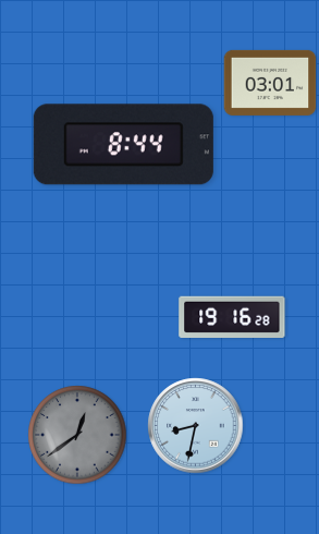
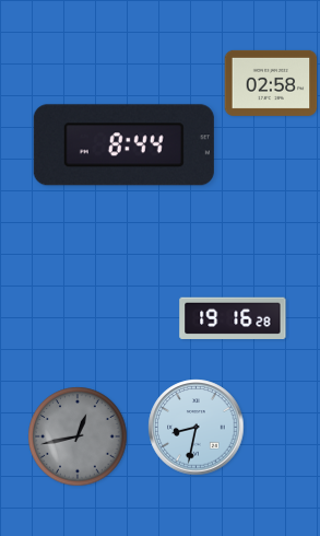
clock at (270, 83): 03:01 -> 02:58
clock at (77, 435): 12:39 -> 12:43
